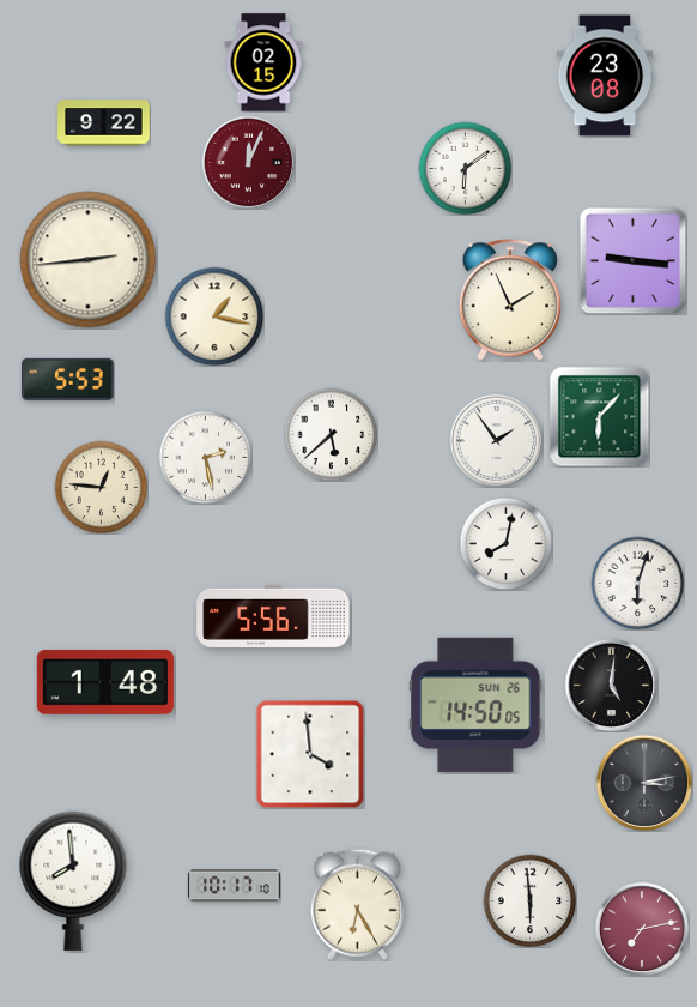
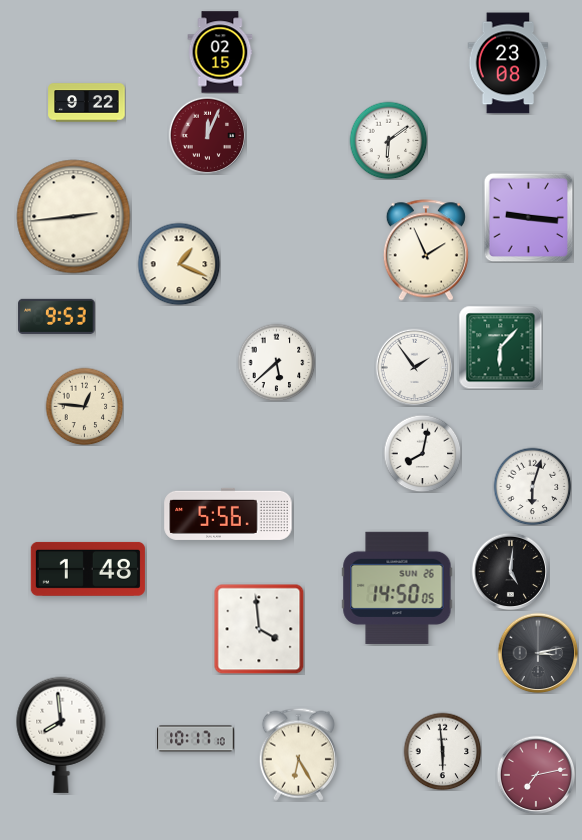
clock at (605, 76) position: (605, 76) -> (508, 63)
clock at (214, 316): 1:17 -> 1:19
clock at (68, 379): 5:53 -> 9:53
clock at (205, 457): 2:28 -> none
